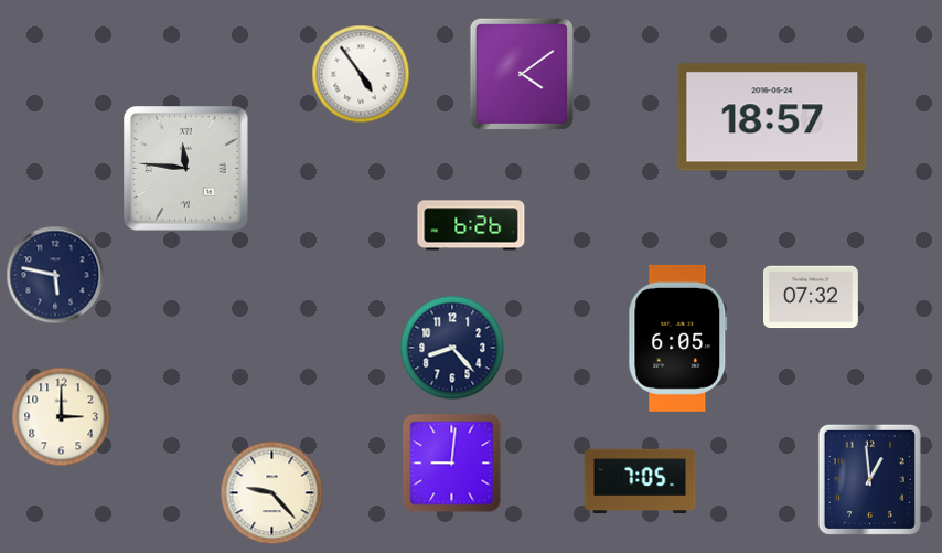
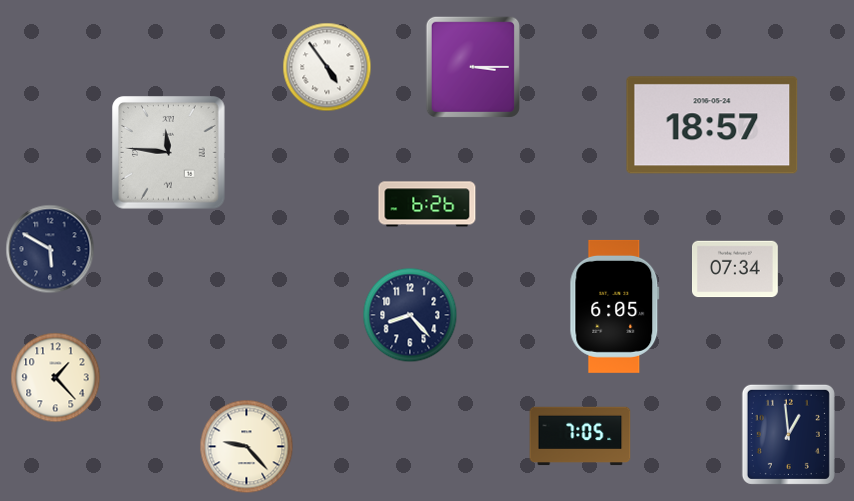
clock at (522, 74): 4:09 -> 3:15
clock at (772, 117) position: (772, 117) -> (712, 125)
clock at (55, 275): 5:47 -> 5:50
clock at (812, 297): 07:32 -> 07:34
clock at (62, 417): 3:00 -> 1:23
clock at (452, 464): 9:01 -> none
